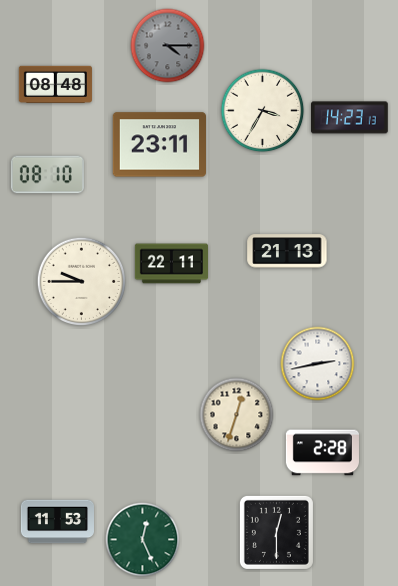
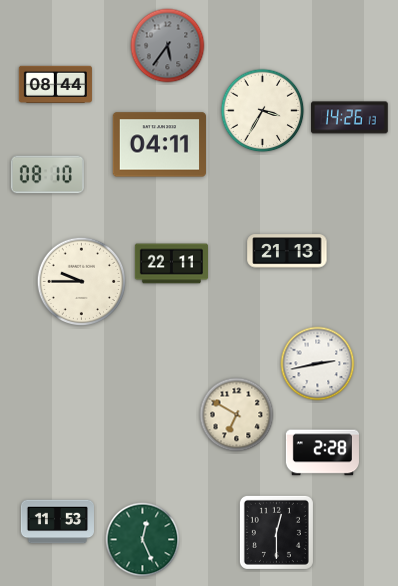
clock at (168, 46): 4:15 -> 5:36
clock at (55, 84): 08:48 -> 08:44
clock at (350, 118): 14:23 -> 14:26
clock at (160, 145): 23:11 -> 04:11
clock at (237, 415): 12:33 -> 6:50
